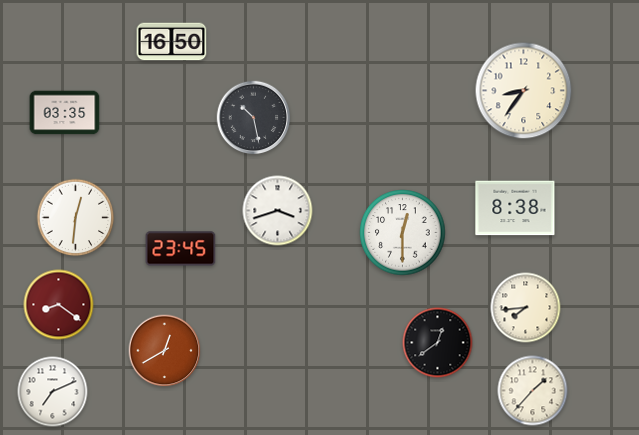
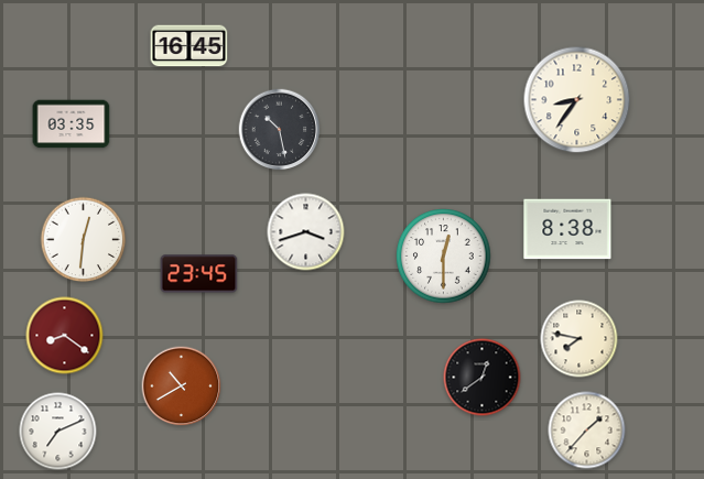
clock at (172, 42): 16:50 -> 16:45
clock at (526, 308): 7:44 -> 7:47
clock at (165, 351): 12:40 -> 10:40
